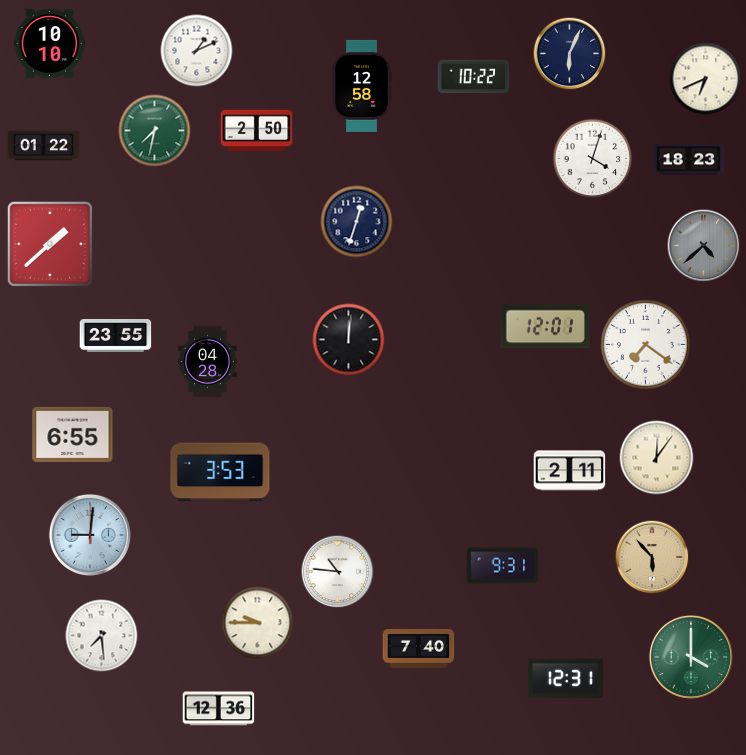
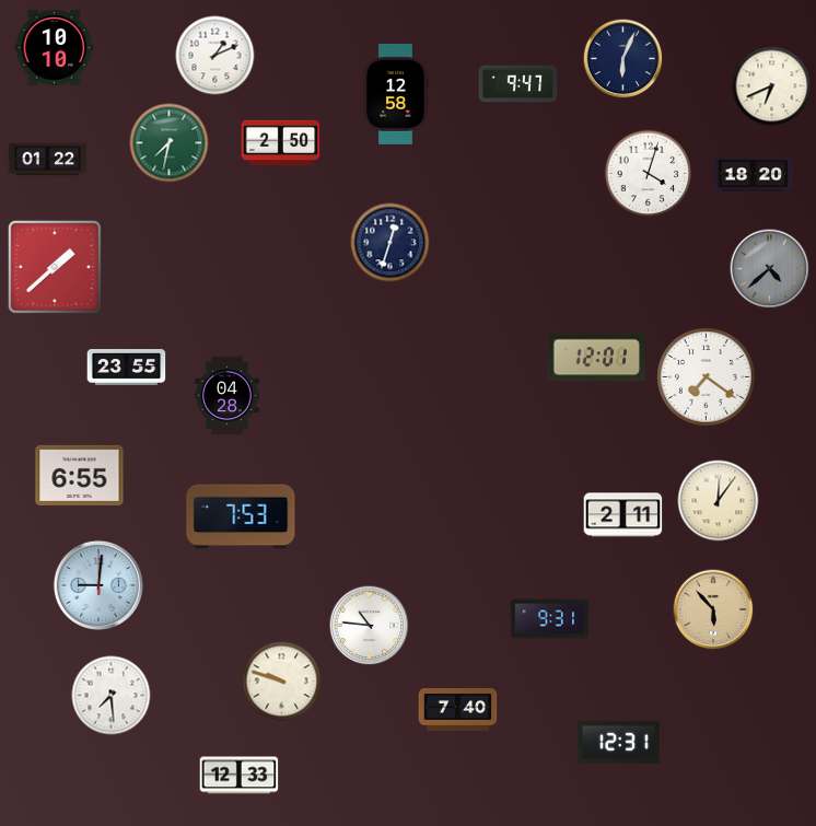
clock at (474, 77): 10:22 -> 9:47
clock at (689, 160): 18:23 -> 18:20
clock at (349, 340): 12:01 -> none
clock at (220, 472): 3:53 -> 7:53
clock at (258, 623): 9:45 -> 9:48
clock at (691, 657): 4:00 -> none
clock at (219, 709): 12:36 -> 12:33
